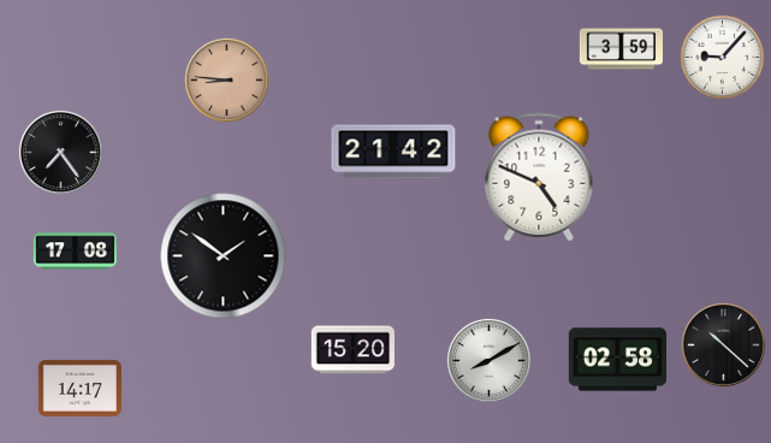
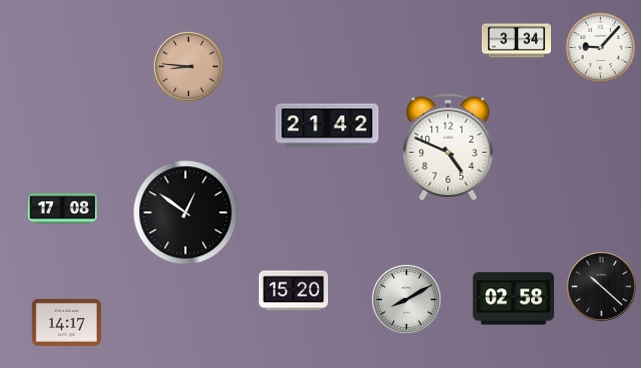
clock at (621, 49): 3:59 -> 3:34
clock at (60, 152): 7:24 -> none
clock at (224, 256): 1:51 -> 12:51
